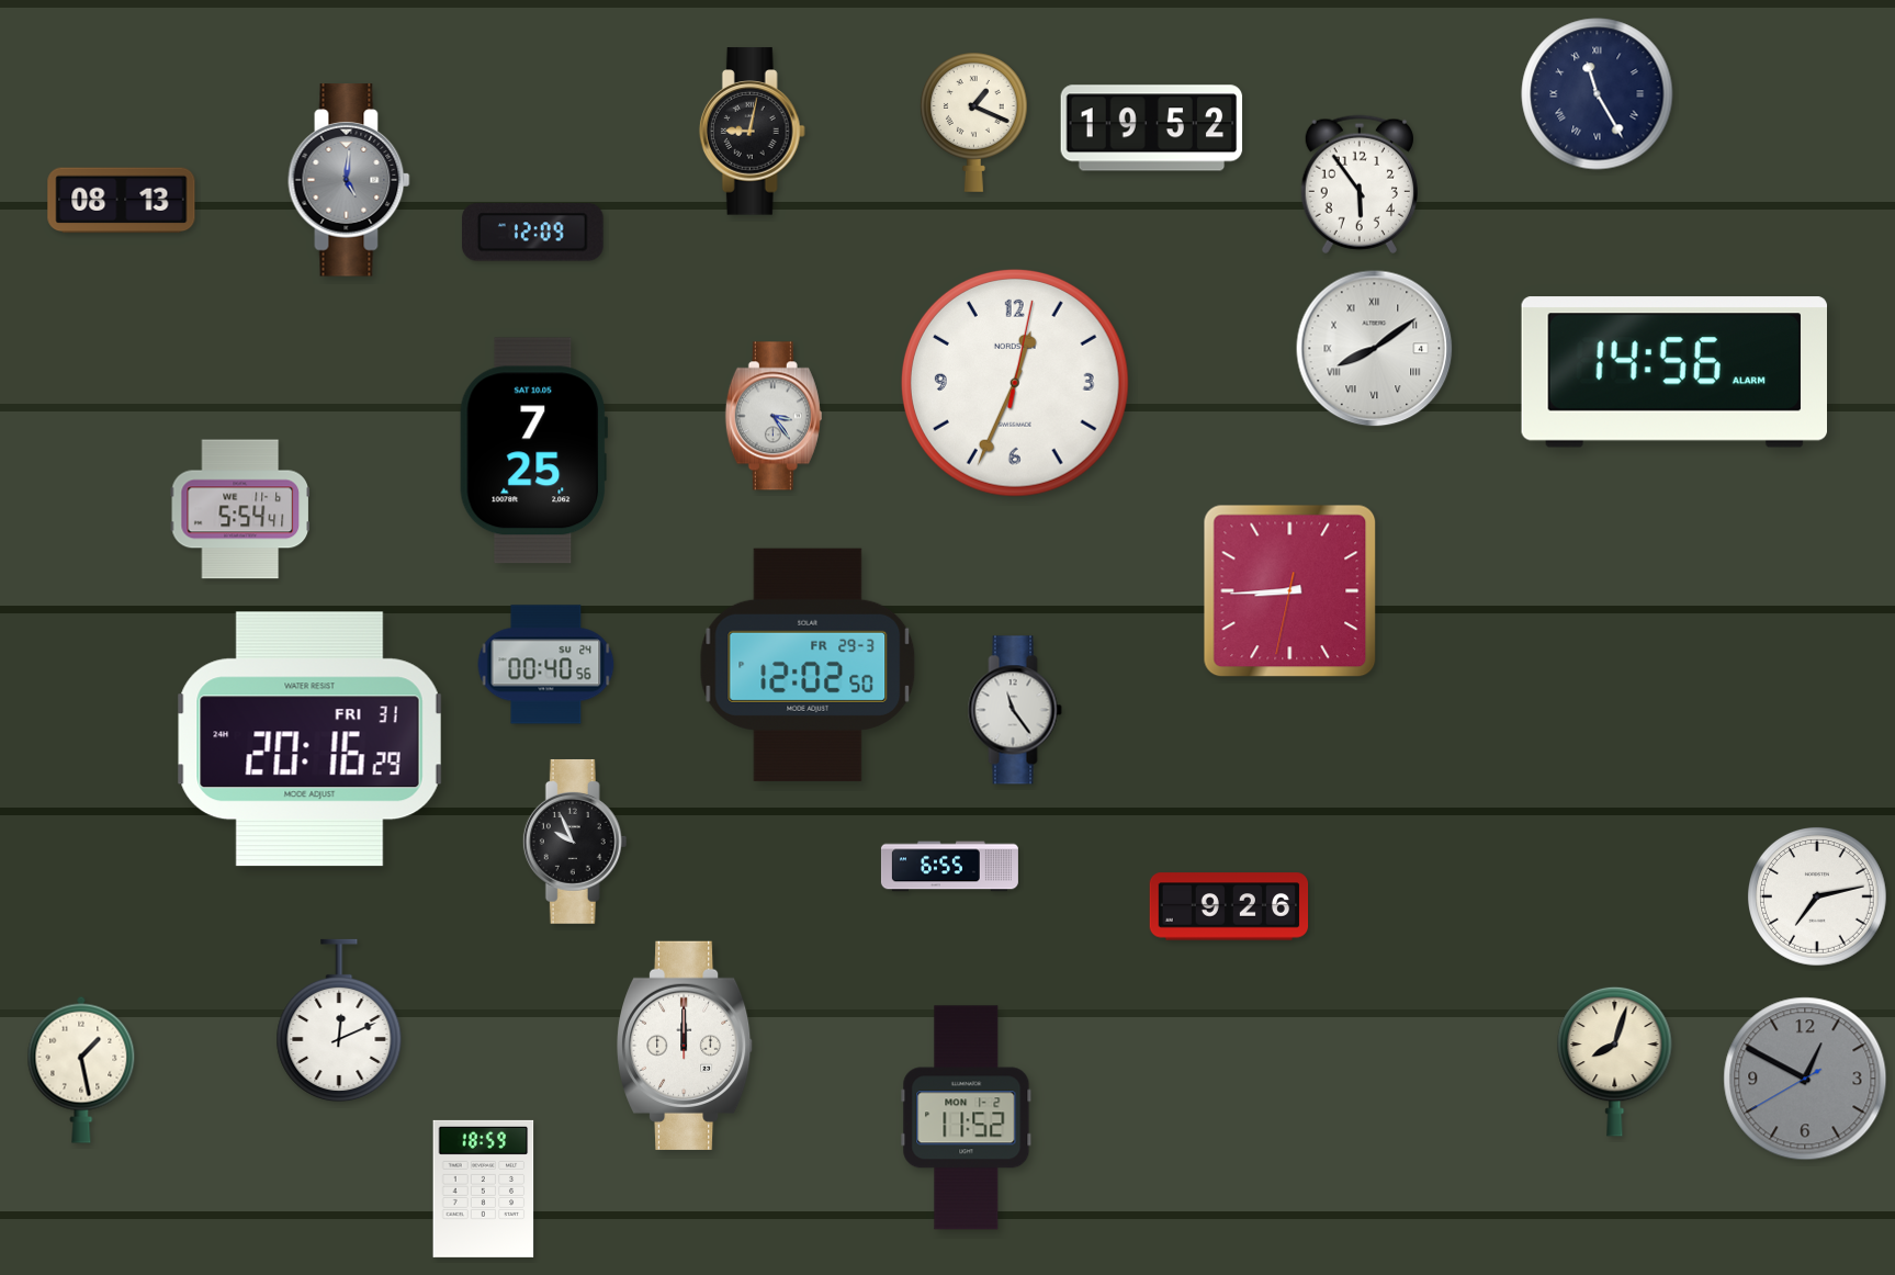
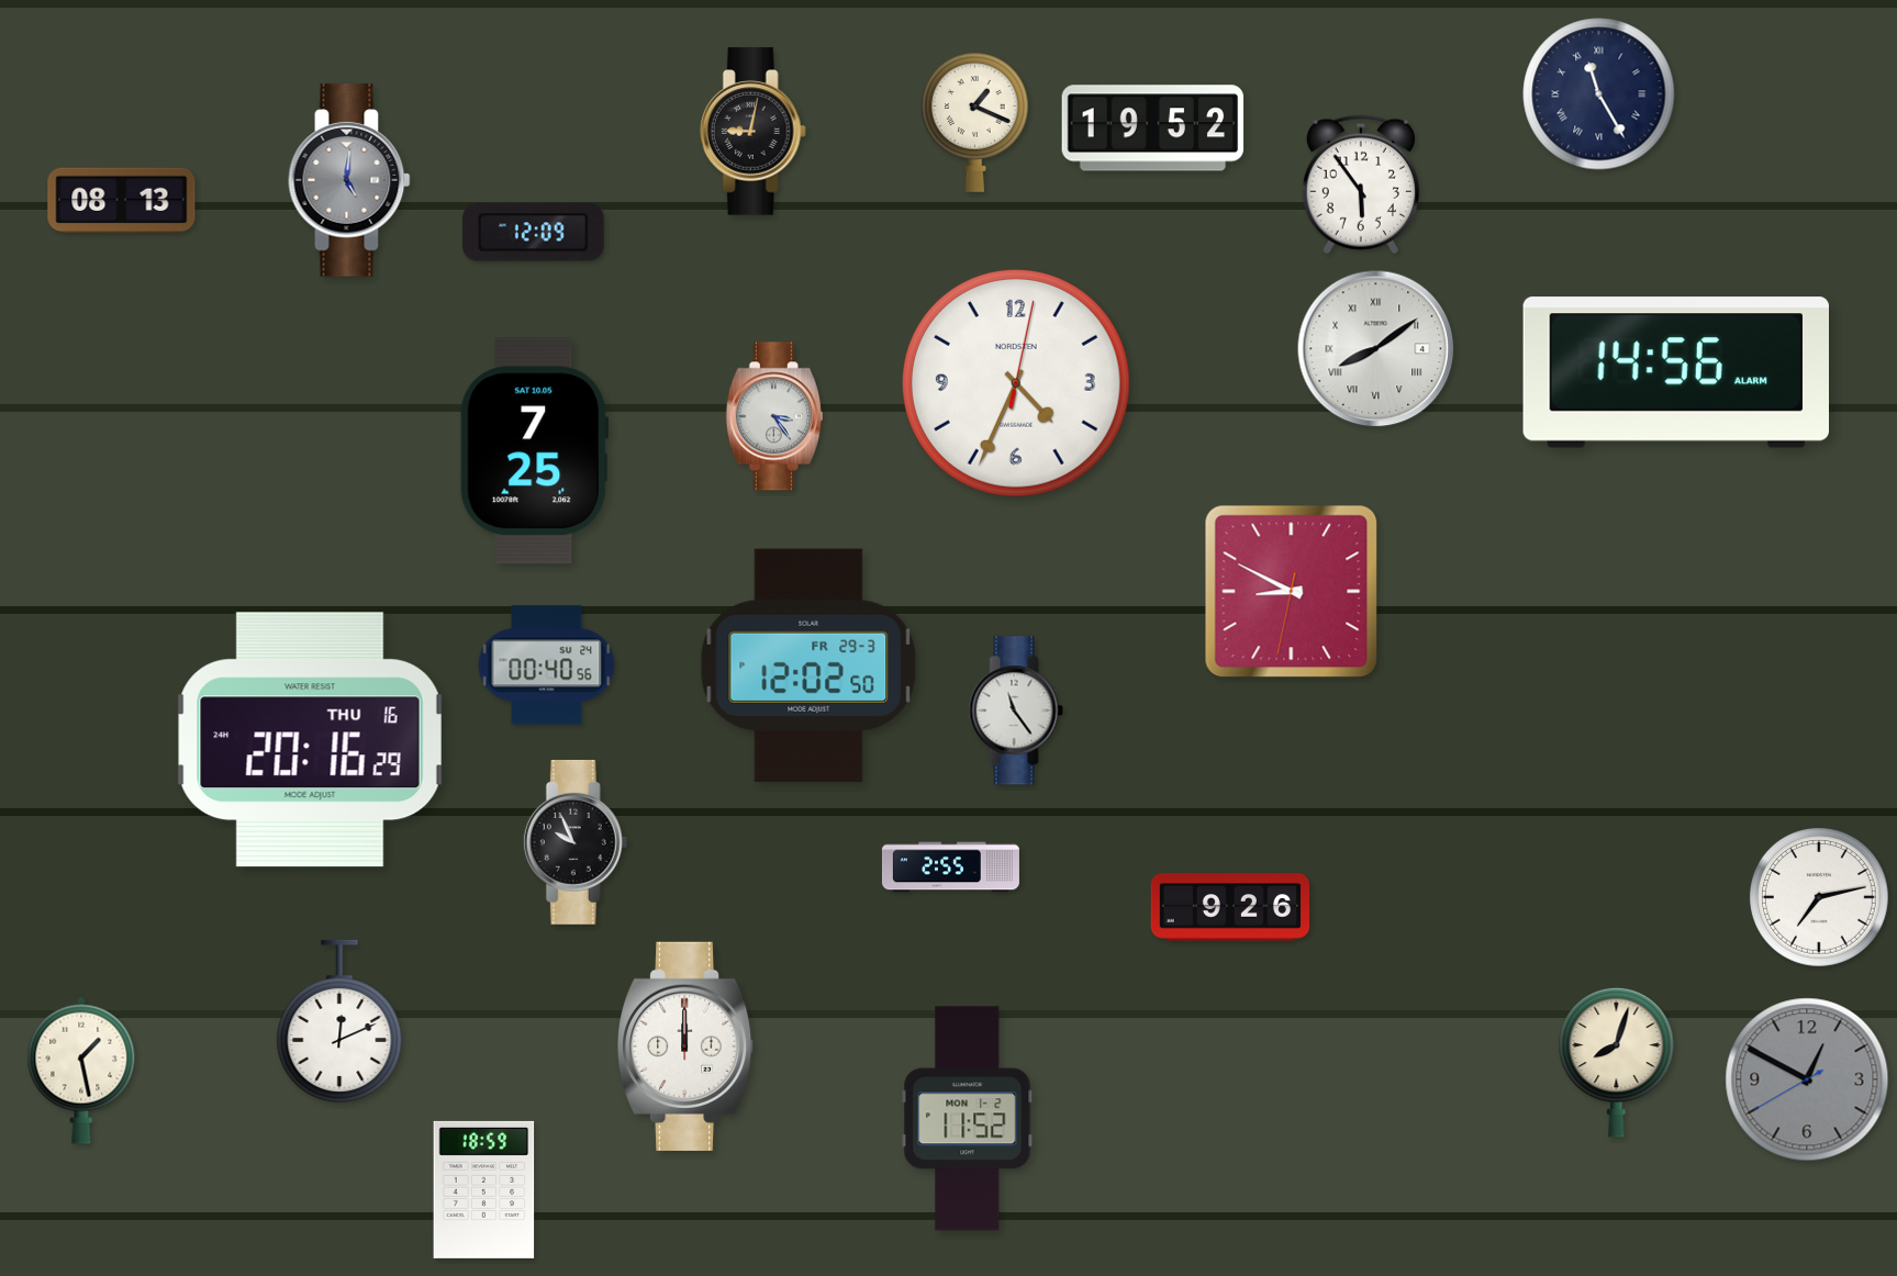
clock at (1015, 383): 12:34 -> 4:34
clock at (239, 509): 5:54 -> none
clock at (1290, 591): 8:44 -> 8:49
clock at (309, 740) date: FRI 31 -> THU 16
clock at (949, 867): 6:55 -> 2:55
